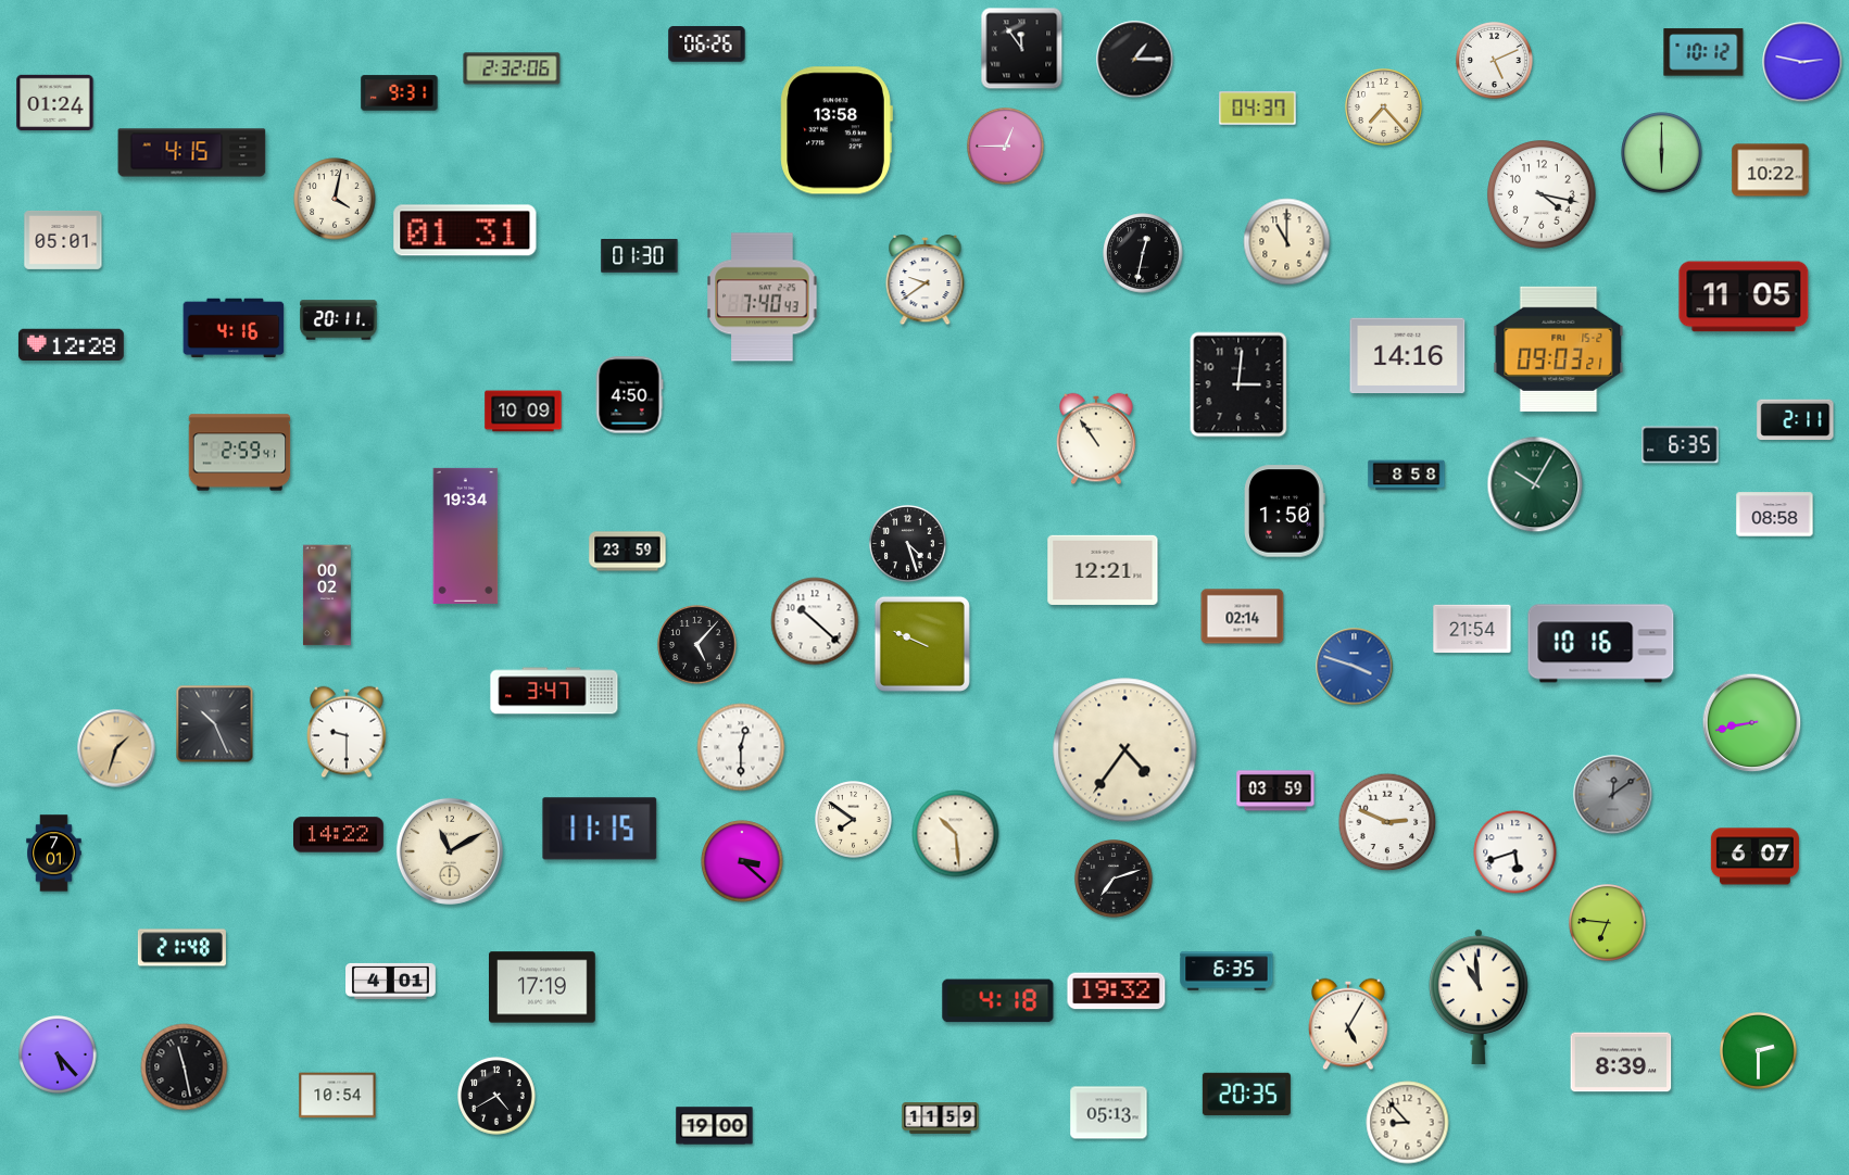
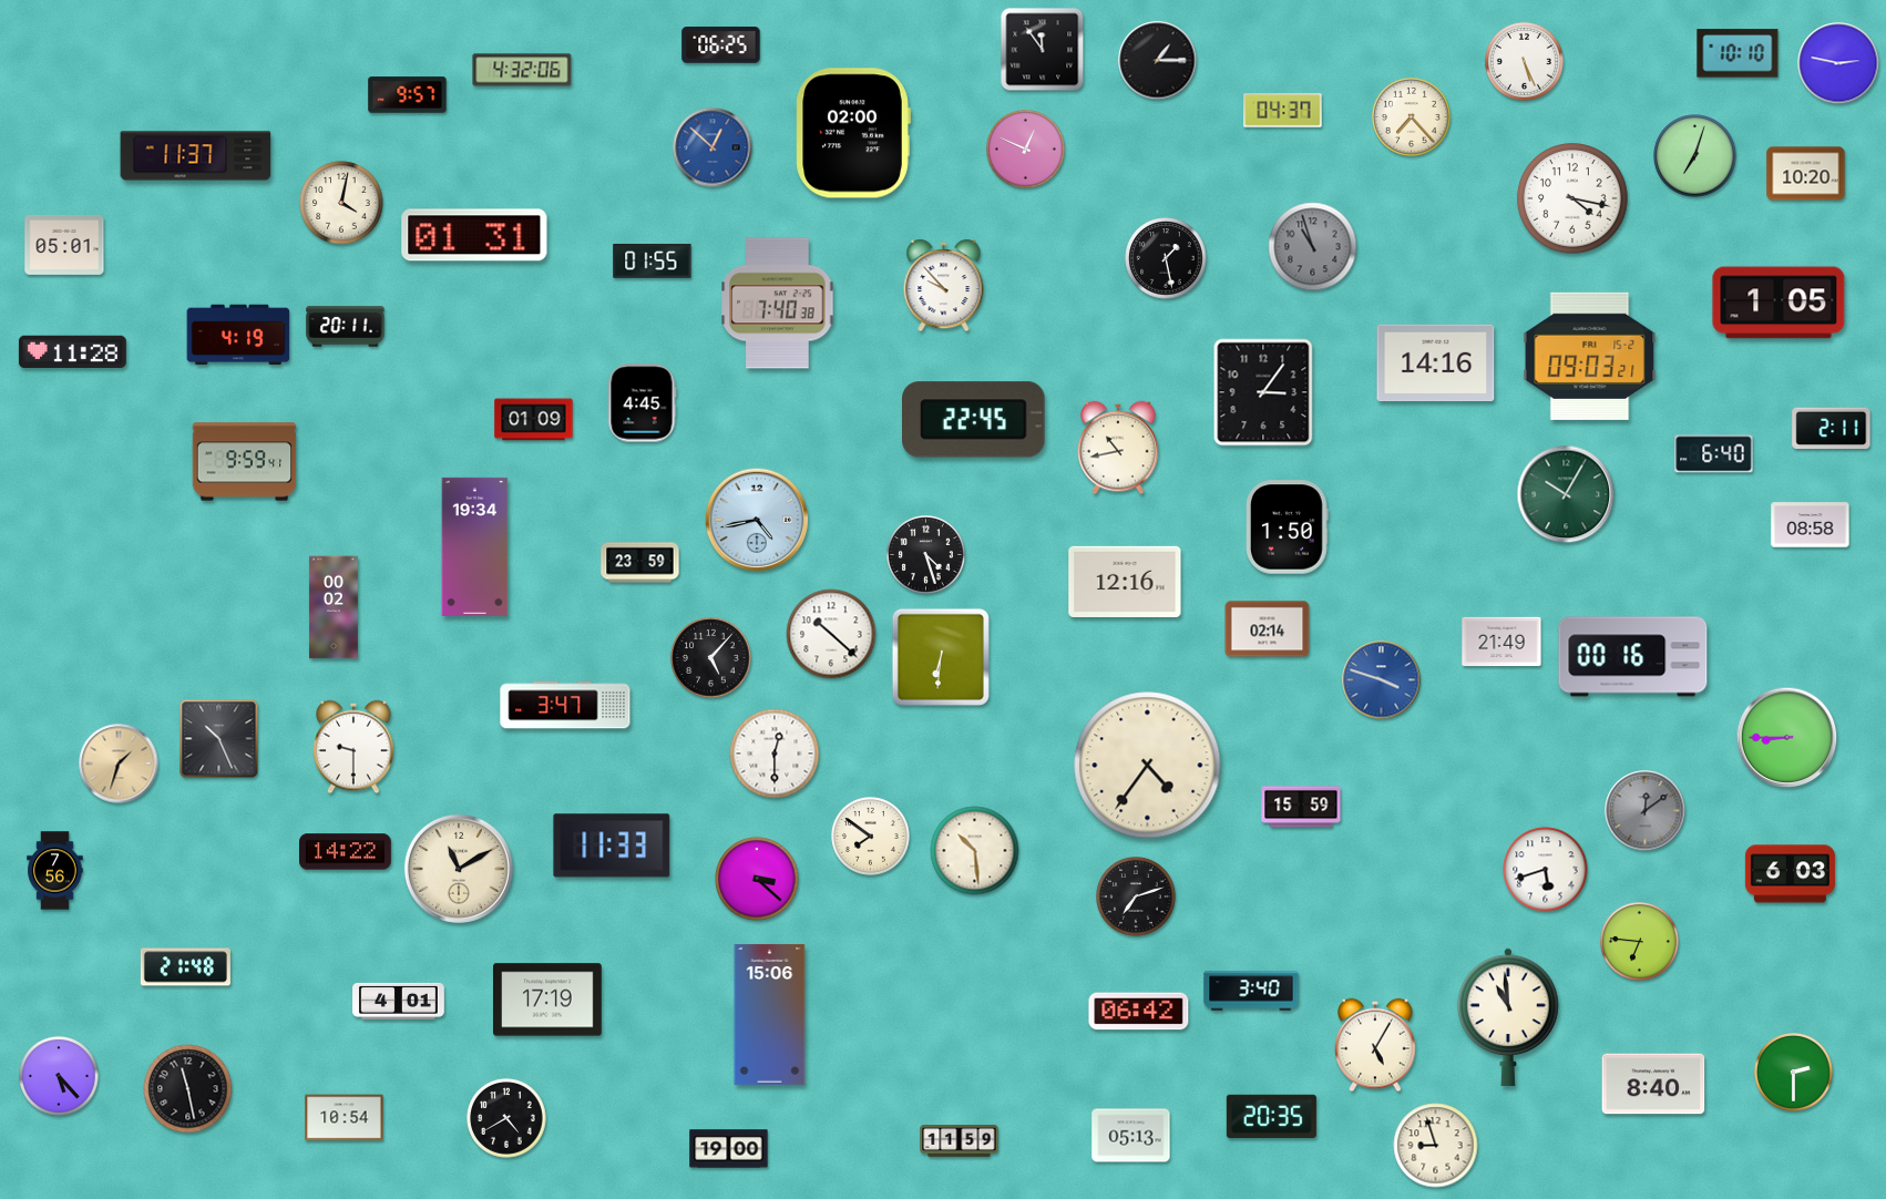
clock at (707, 45): 06:26 -> 06:25
clock at (1703, 52): 10:12 -> 10:10
clock at (1495, 61): 5:11 -> 5:26
clock at (512, 68): 2:32 -> 4:32
clock at (400, 93): 9:31 -> 9:57
clock at (55, 102): 01:24 -> none
clock at (1384, 108) position: (1384, 108) -> (1412, 117)
clock at (837, 130): 13:58 -> 02:00
clock at (713, 147): none -> 12:52
clock at (1006, 147): 12:45 -> 12:49
clock at (192, 153): 4:15 -> 11:37
clock at (1662, 153): 6:00 -> 7:03
clock at (1771, 170): 10:22 -> 10:20
clock at (1287, 242): 11:00 -> 10:57
clock at (1287, 242) dial: cream -> grey
clock at (1143, 253): 12:32 -> 1:28
clock at (640, 256): 01:30 -> 01:55
clock at (926, 280): 9:39 -> 9:53
clock at (1744, 296): 11:05 -> 1:05
clock at (763, 298): 7:40:43 -> 7:40:38
clock at (234, 328): 4:16 -> 4:19
clock at (71, 345): 12:28 -> 11:28
clock at (1238, 384): 3:01 -> 3:06
clock at (629, 395): 4:50 -> 4:45
clock at (524, 412): 10:09 -> 01:09
clock at (974, 420): none -> 22:45
clock at (1096, 439): 10:54 -> 10:43
clock at (1681, 445): 6:35 -> 6:40
clock at (240, 453): 2:59 -> 9:59
clock at (1407, 476): 8:58 -> none
clock at (757, 520): none -> 4:43
clock at (1285, 511) position: (1285, 511) -> (1288, 527)
clock at (1103, 570): 12:21 -> 12:16
clock at (1472, 629): 21:54 -> 21:49
clock at (922, 644): 9:49 -> 6:31
clock at (1601, 644): 10:16 -> 00:16
clock at (1752, 723): 8:43 -> 8:45
clock at (741, 747) position: (741, 747) -> (775, 754)
clock at (1275, 791): 03:59 -> 15:59
clock at (1387, 822): 2:49 -> none
clock at (600, 829): 11:15 -> 11:33
clock at (54, 854): 7:01 -> 7:56
clock at (1754, 857): 6:07 -> 6:03
clock at (1227, 971): 6:35 -> 3:40
clock at (543, 987) position: (543, 987) -> (549, 1000)
clock at (1117, 991): 19:32 -> 06:42
clock at (770, 1015): none -> 15:06
clock at (998, 1001): 4:18 -> none
clock at (1621, 1062): 8:39 -> 8:40
clock at (1408, 1123): 8:53 -> 8:57
